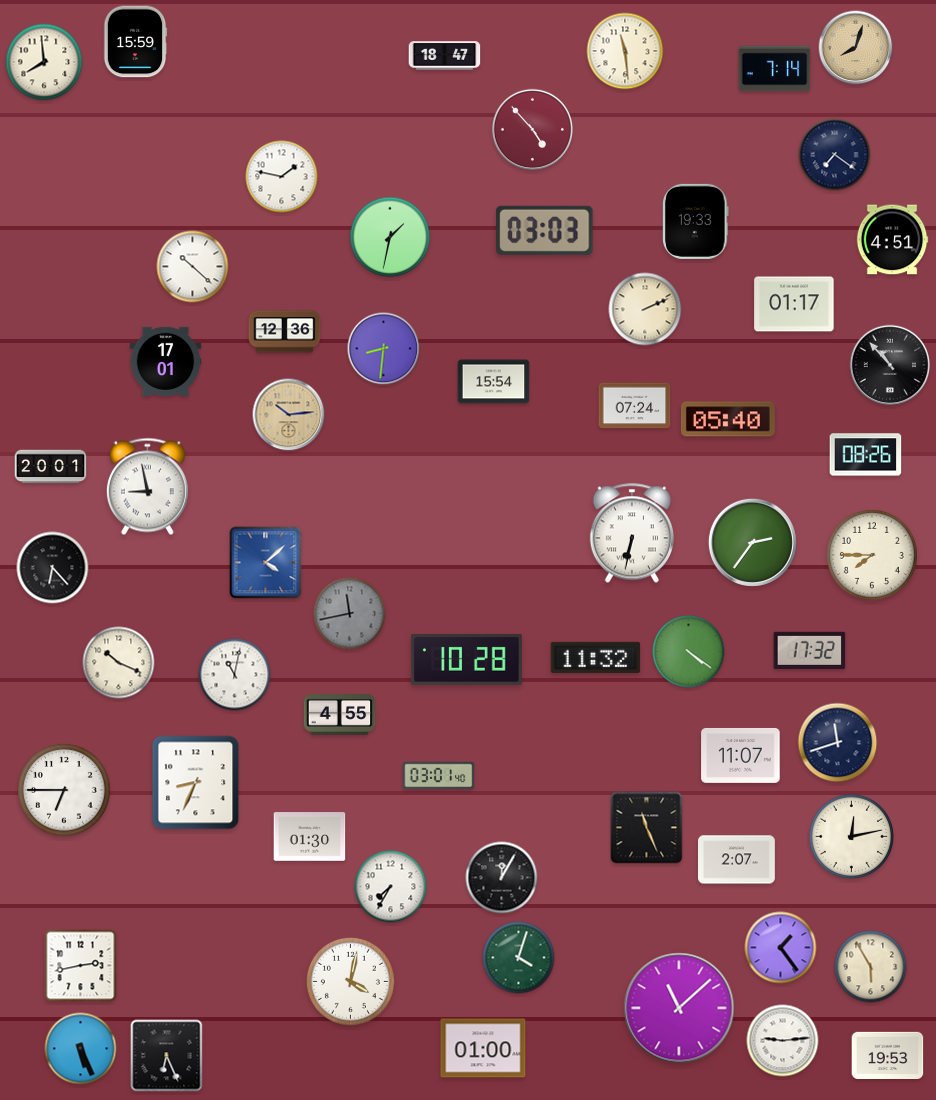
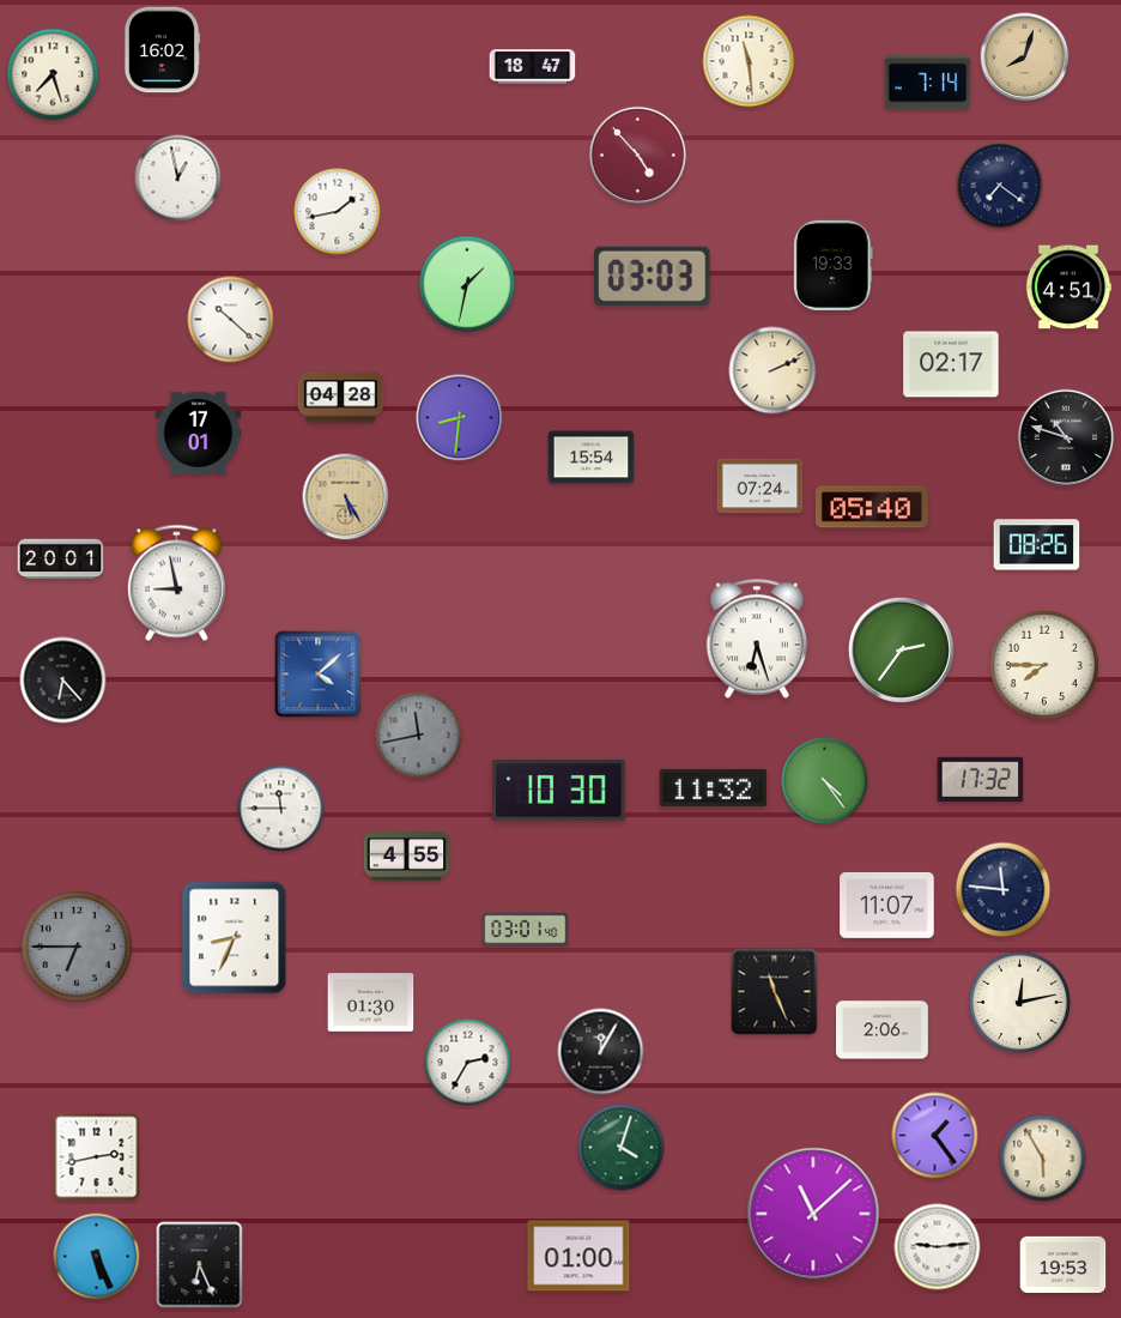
clock at (135, 42): 15:59 -> 16:02
clock at (44, 62): 7:59 -> 7:27
clock at (178, 179): none -> 12:58
clock at (282, 177): 1:47 -> 1:43
clock at (794, 304): 01:17 -> 02:17
clock at (285, 332): 12:36 -> 04:28
clock at (890, 365): 10:53 -> 10:48
clock at (289, 415): 10:14 -> 5:25
clock at (728, 419) position: (728, 419) -> (872, 507)
clock at (632, 533): 6:32 -> 6:27
clock at (810, 650) position: (810, 650) -> (981, 779)
clock at (689, 652): 4:21 -> 4:24
clock at (467, 660): 10:28 -> 10:30
clock at (119, 663): 10:19 -> none
clock at (235, 675): 11:02 -> 11:45
clock at (838, 743): 11:42 -> 11:46
clock at (64, 790) dial: white -> grey
clock at (737, 860): 2:07 -> 2:06
clock at (391, 887): 7:35 -> 2:35
clock at (350, 981): 4:02 -> none
clock at (679, 1008) position: (679, 1008) -> (813, 1214)
